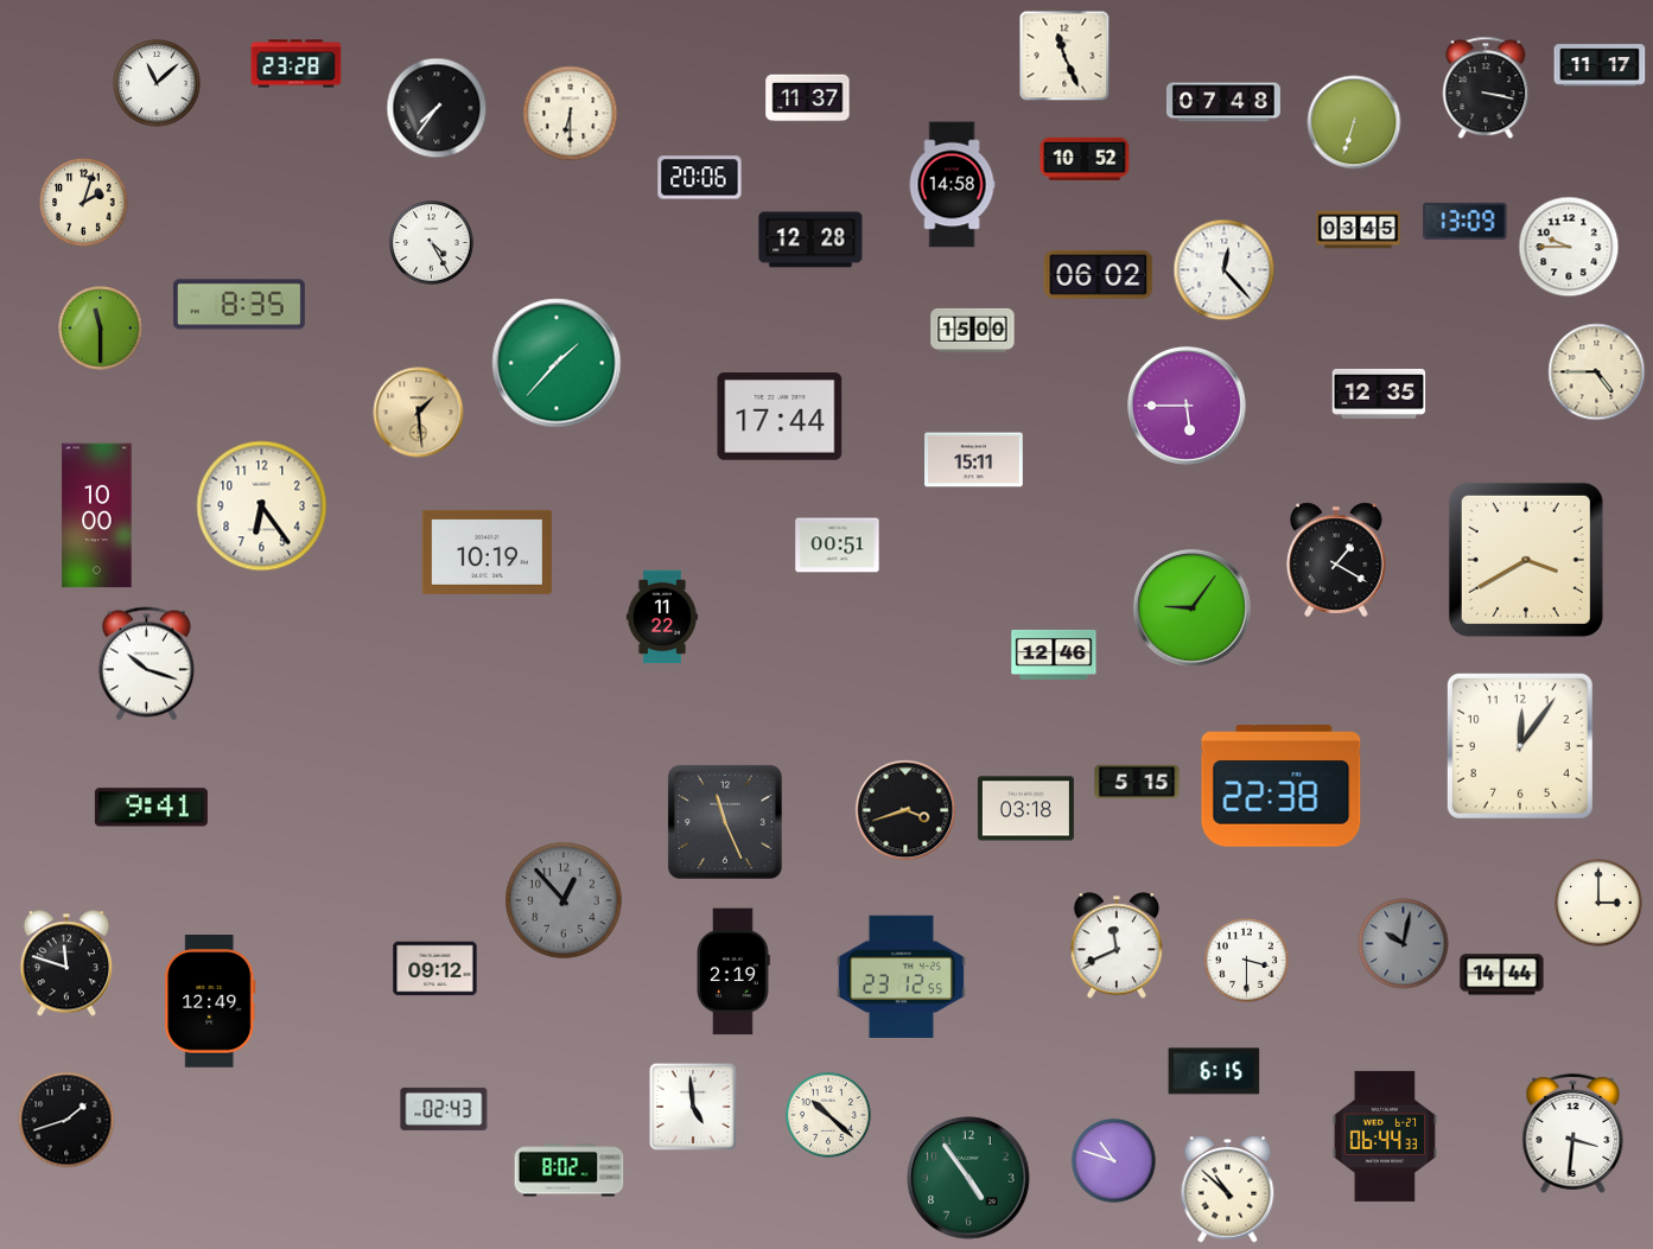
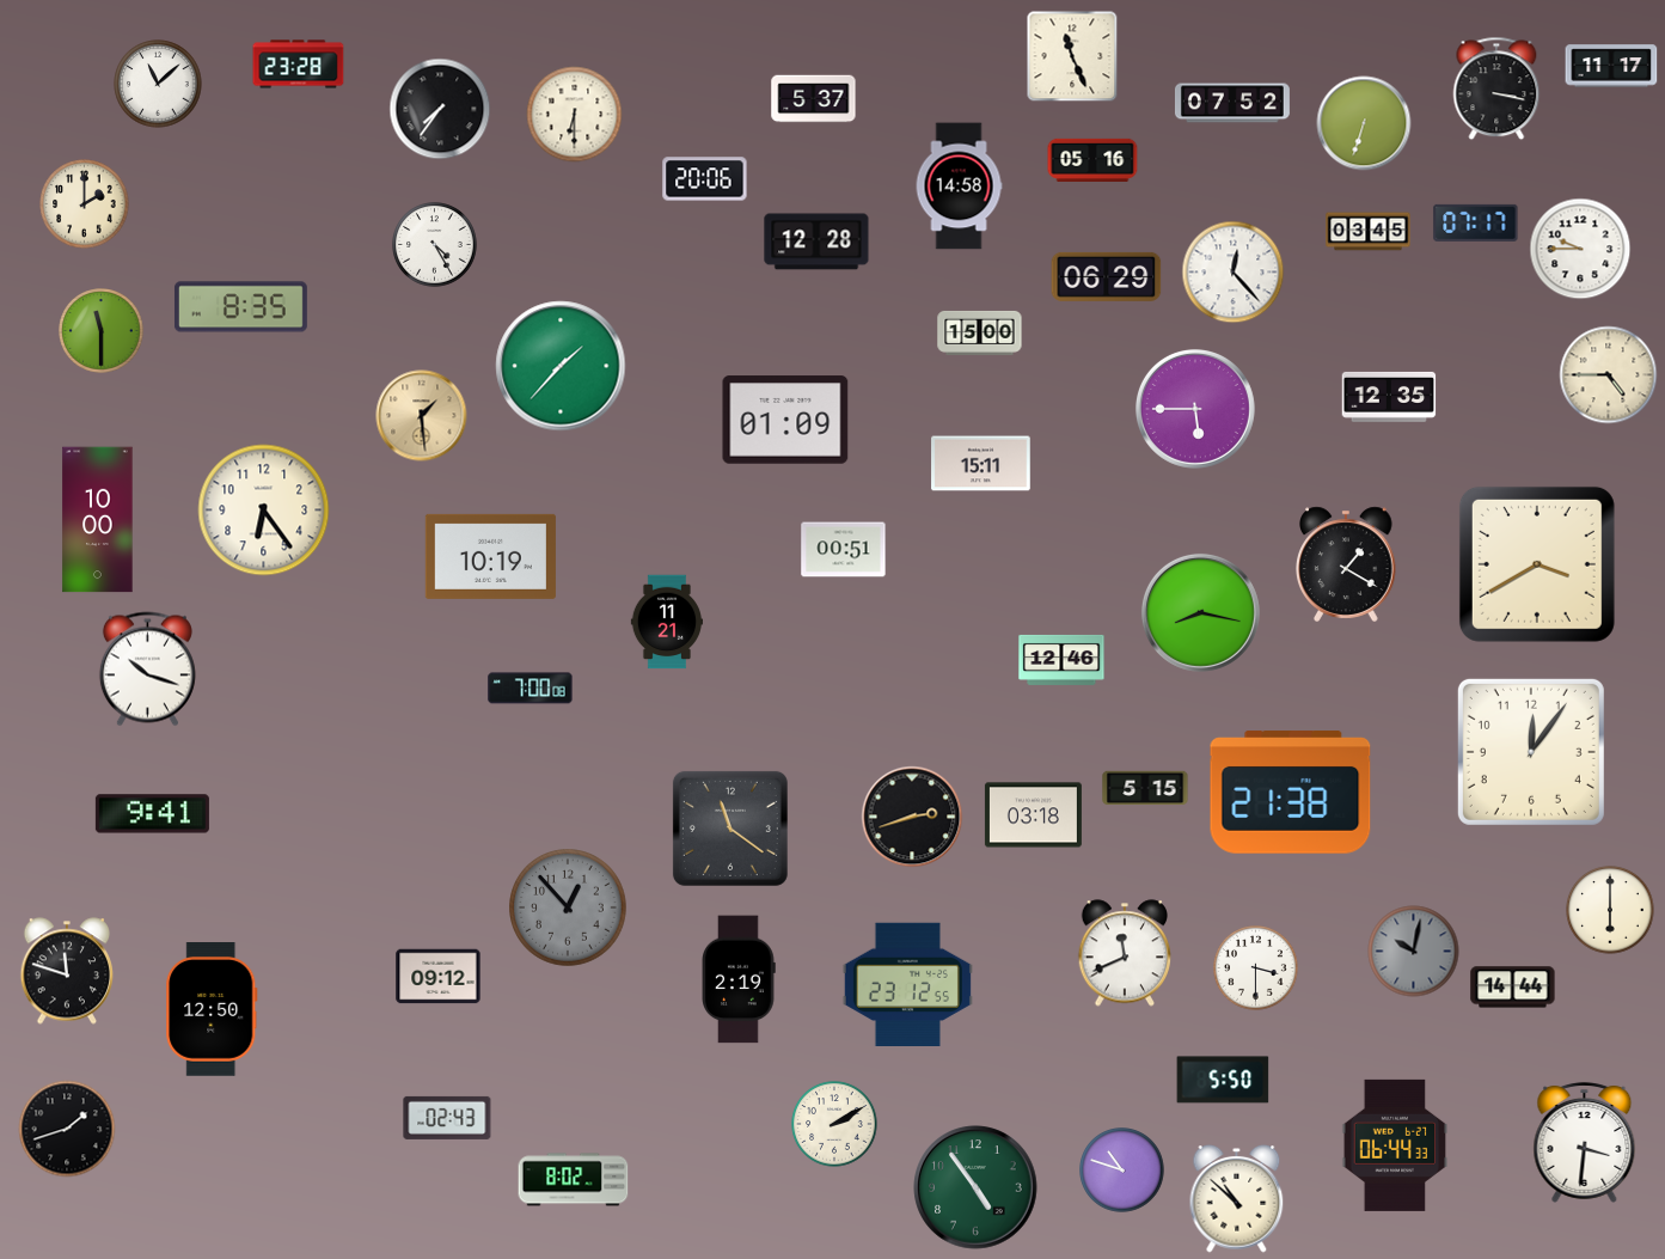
clock at (808, 98): 11:37 -> 5:37
clock at (1223, 102): 07:48 -> 07:52
clock at (1085, 159): 10:52 -> 05:16
clock at (84, 203): 2:03 -> 2:00
clock at (1466, 221): 13:09 -> 07:17
clock at (1099, 274): 06:02 -> 06:29
clock at (780, 416): 17:44 -> 01:09
clock at (1191, 607): 9:06 -> 8:17
clock at (661, 617): 11:22 -> 11:21
clock at (531, 689): none -> 7:00
clock at (1282, 786): 22:38 -> 21:38
clock at (905, 810): 3:42 -> 2:42
clock at (725, 822): 11:26 -> 11:21
clock at (1598, 903): 3:00 -> 6:00
clock at (1502, 975) position: (1502, 975) -> (1513, 988)
clock at (210, 1002): 12:49 -> 12:50
clock at (1214, 1071): 6:15 -> 5:50
clock at (693, 1107): 4:59 -> none
clock at (828, 1115): 10:22 -> 2:10
